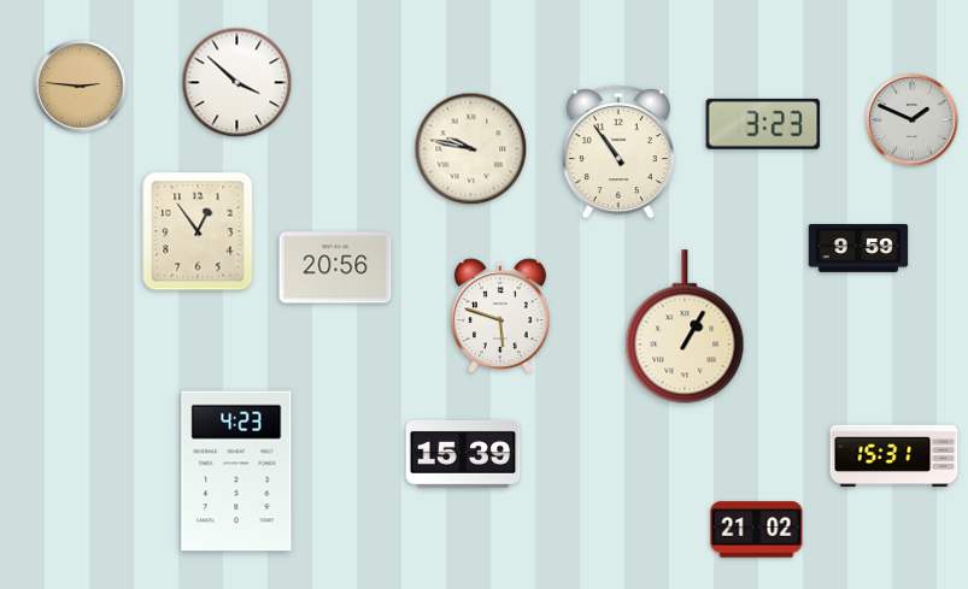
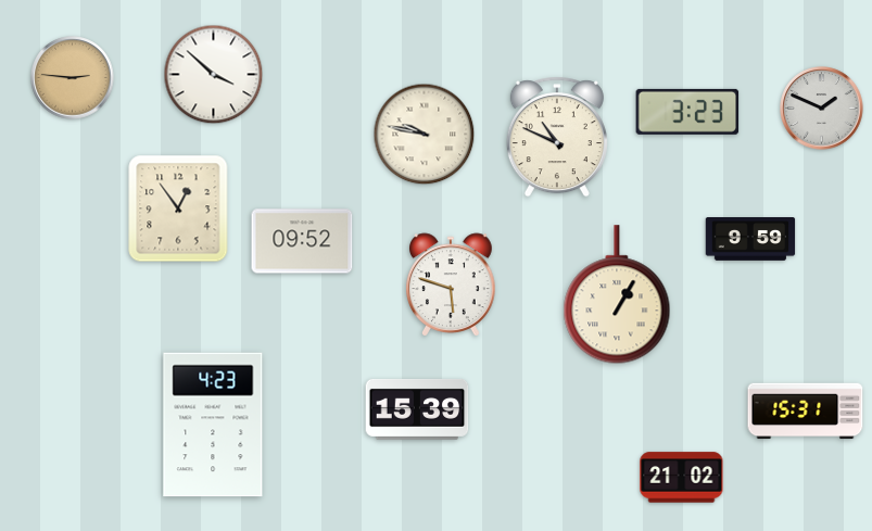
clock at (618, 152): 10:54 -> 10:49
clock at (858, 248) position: (858, 248) -> (750, 239)
clock at (335, 267): 20:56 -> 09:52
